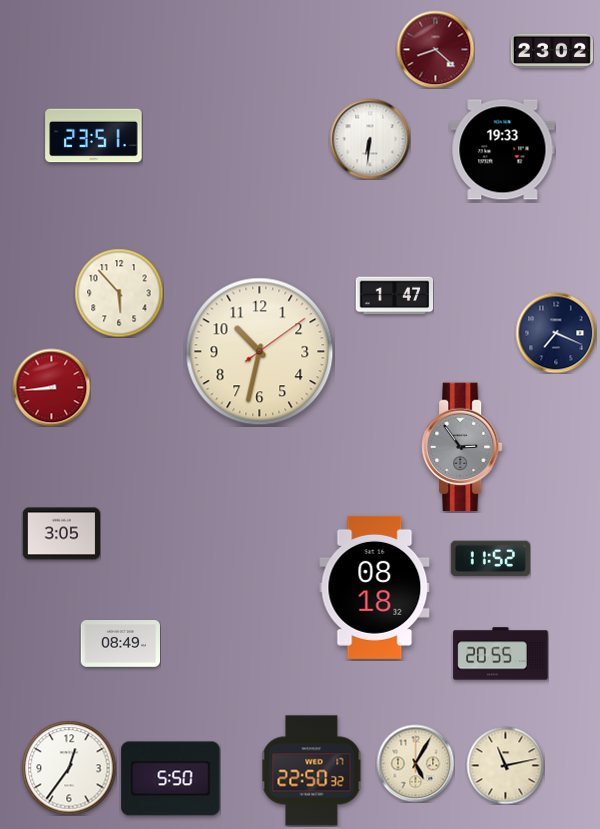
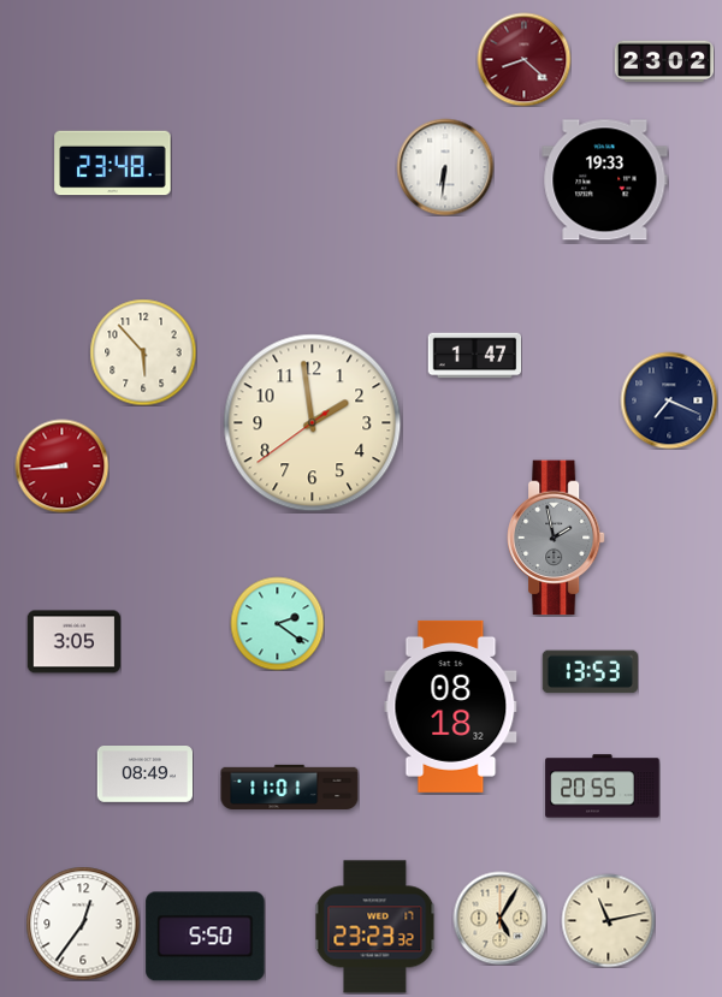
clock at (94, 136): 23:51 -> 23:48
clock at (260, 352): 10:32 -> 1:58
clock at (462, 447): 2:54 -> 1:58
clock at (277, 623): none -> 2:21
clock at (490, 559): 11:52 -> 13:53
clock at (290, 788): none -> 11:01
clock at (312, 771): 22:50 -> 23:23
